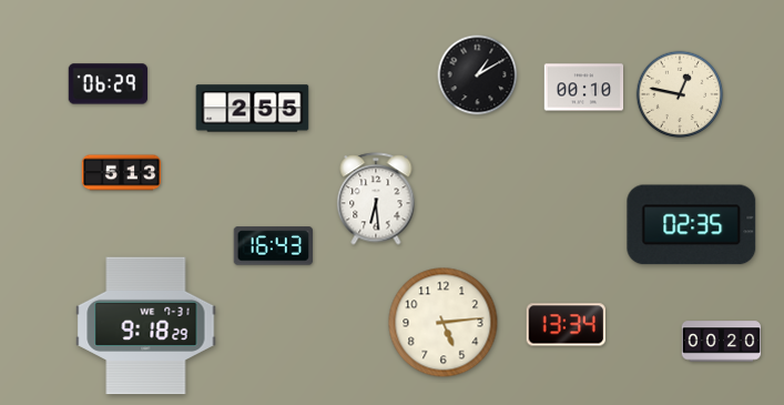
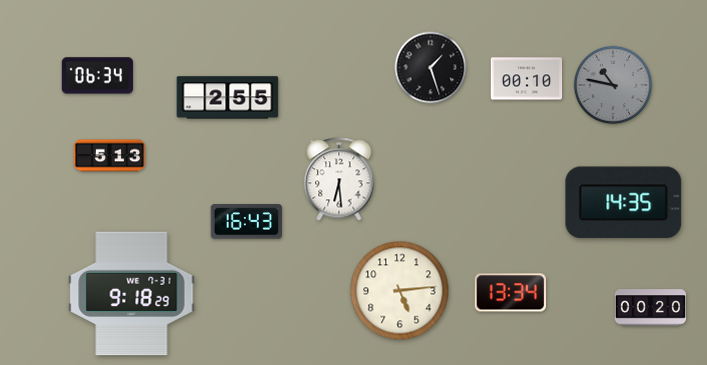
clock at (478, 75): 1:10 -> 1:27
clock at (109, 84): 06:29 -> 06:34
clock at (680, 94): 12:47 -> 10:47
clock at (680, 94) dial: cream -> grey
clock at (692, 225): 02:35 -> 14:35
